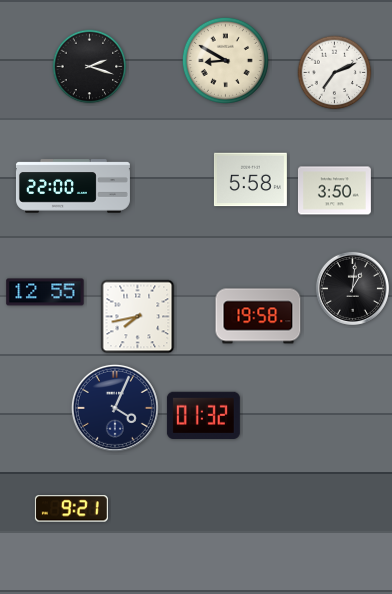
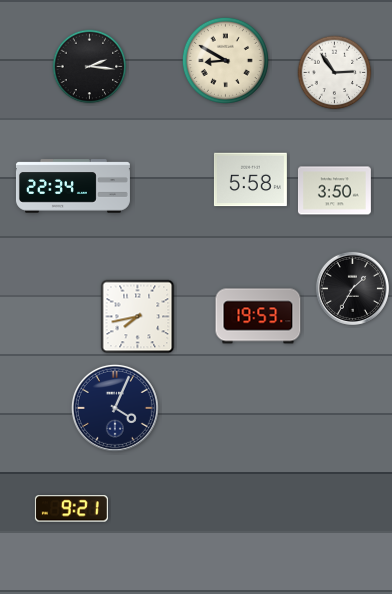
clock at (90, 67): 2:18 -> 2:16
clock at (335, 73): 7:11 -> 2:54
clock at (73, 186): 22:00 -> 22:34
clock at (352, 288): 1:01 -> 1:35
clock at (45, 292): 12:55 -> none
clock at (258, 316): 19:58 -> 19:53
clock at (203, 415): 01:32 -> none
